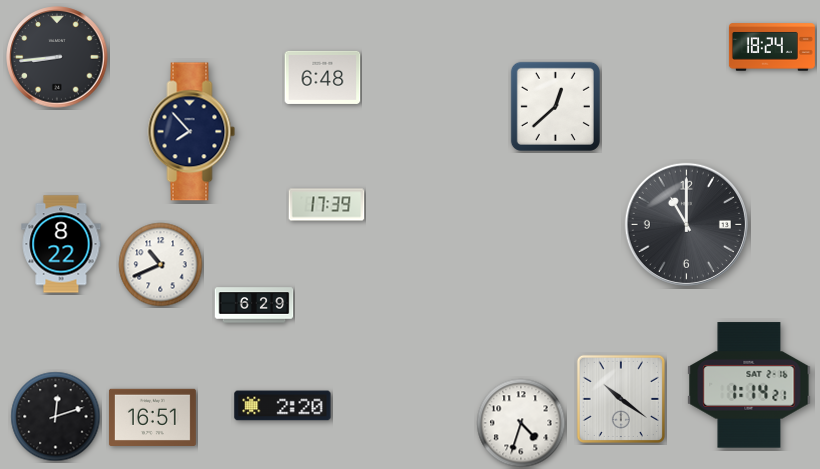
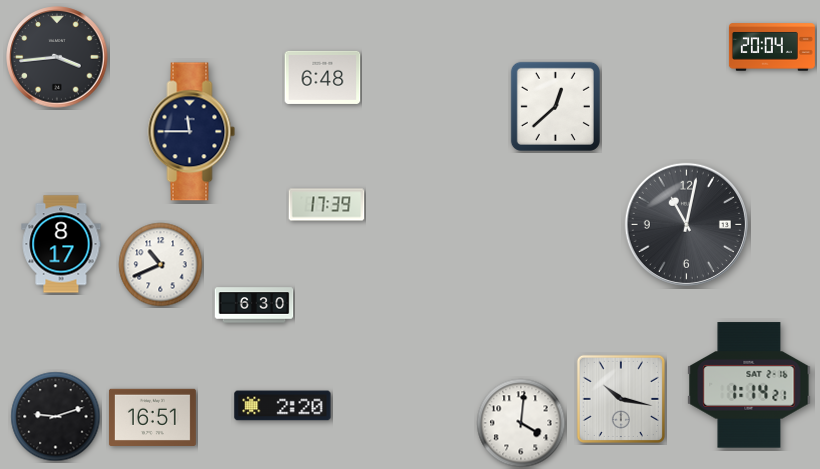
clock at (772, 47): 18:24 -> 20:04
clock at (57, 57): 8:44 -> 3:44
clock at (192, 132): 7:53 -> 11:45
clock at (686, 224): 11:00 -> 11:02
clock at (61, 244): 8:22 -> 8:17
clock at (254, 305): 6:29 -> 6:30
clock at (621, 399): 10:21 -> 10:17
clock at (56, 417): 12:12 -> 9:12
clock at (521, 423): 4:33 -> 4:01
